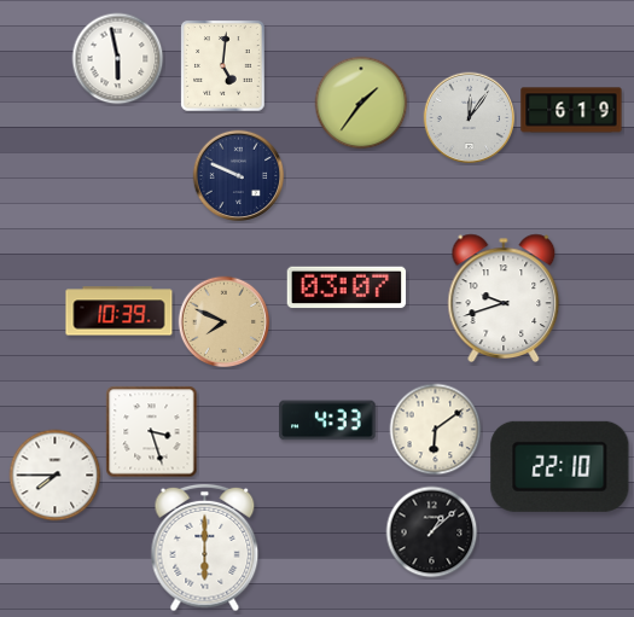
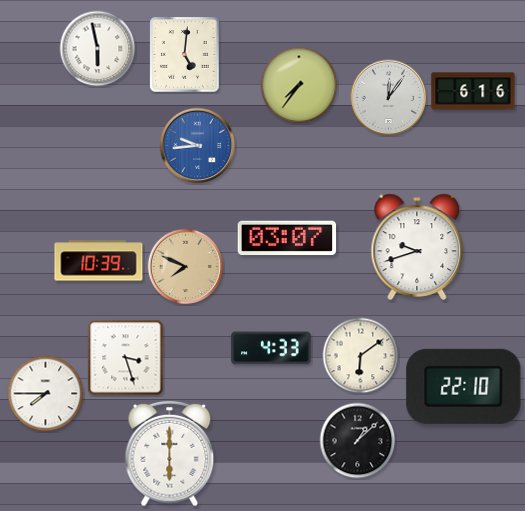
clock at (361, 103): 1:36 -> 7:36
clock at (571, 110): 6:19 -> 6:16
clock at (239, 176): 9:49 -> 9:44
clock at (239, 176) dial: navy -> blue
clock at (120, 312) position: (120, 312) -> (99, 261)
